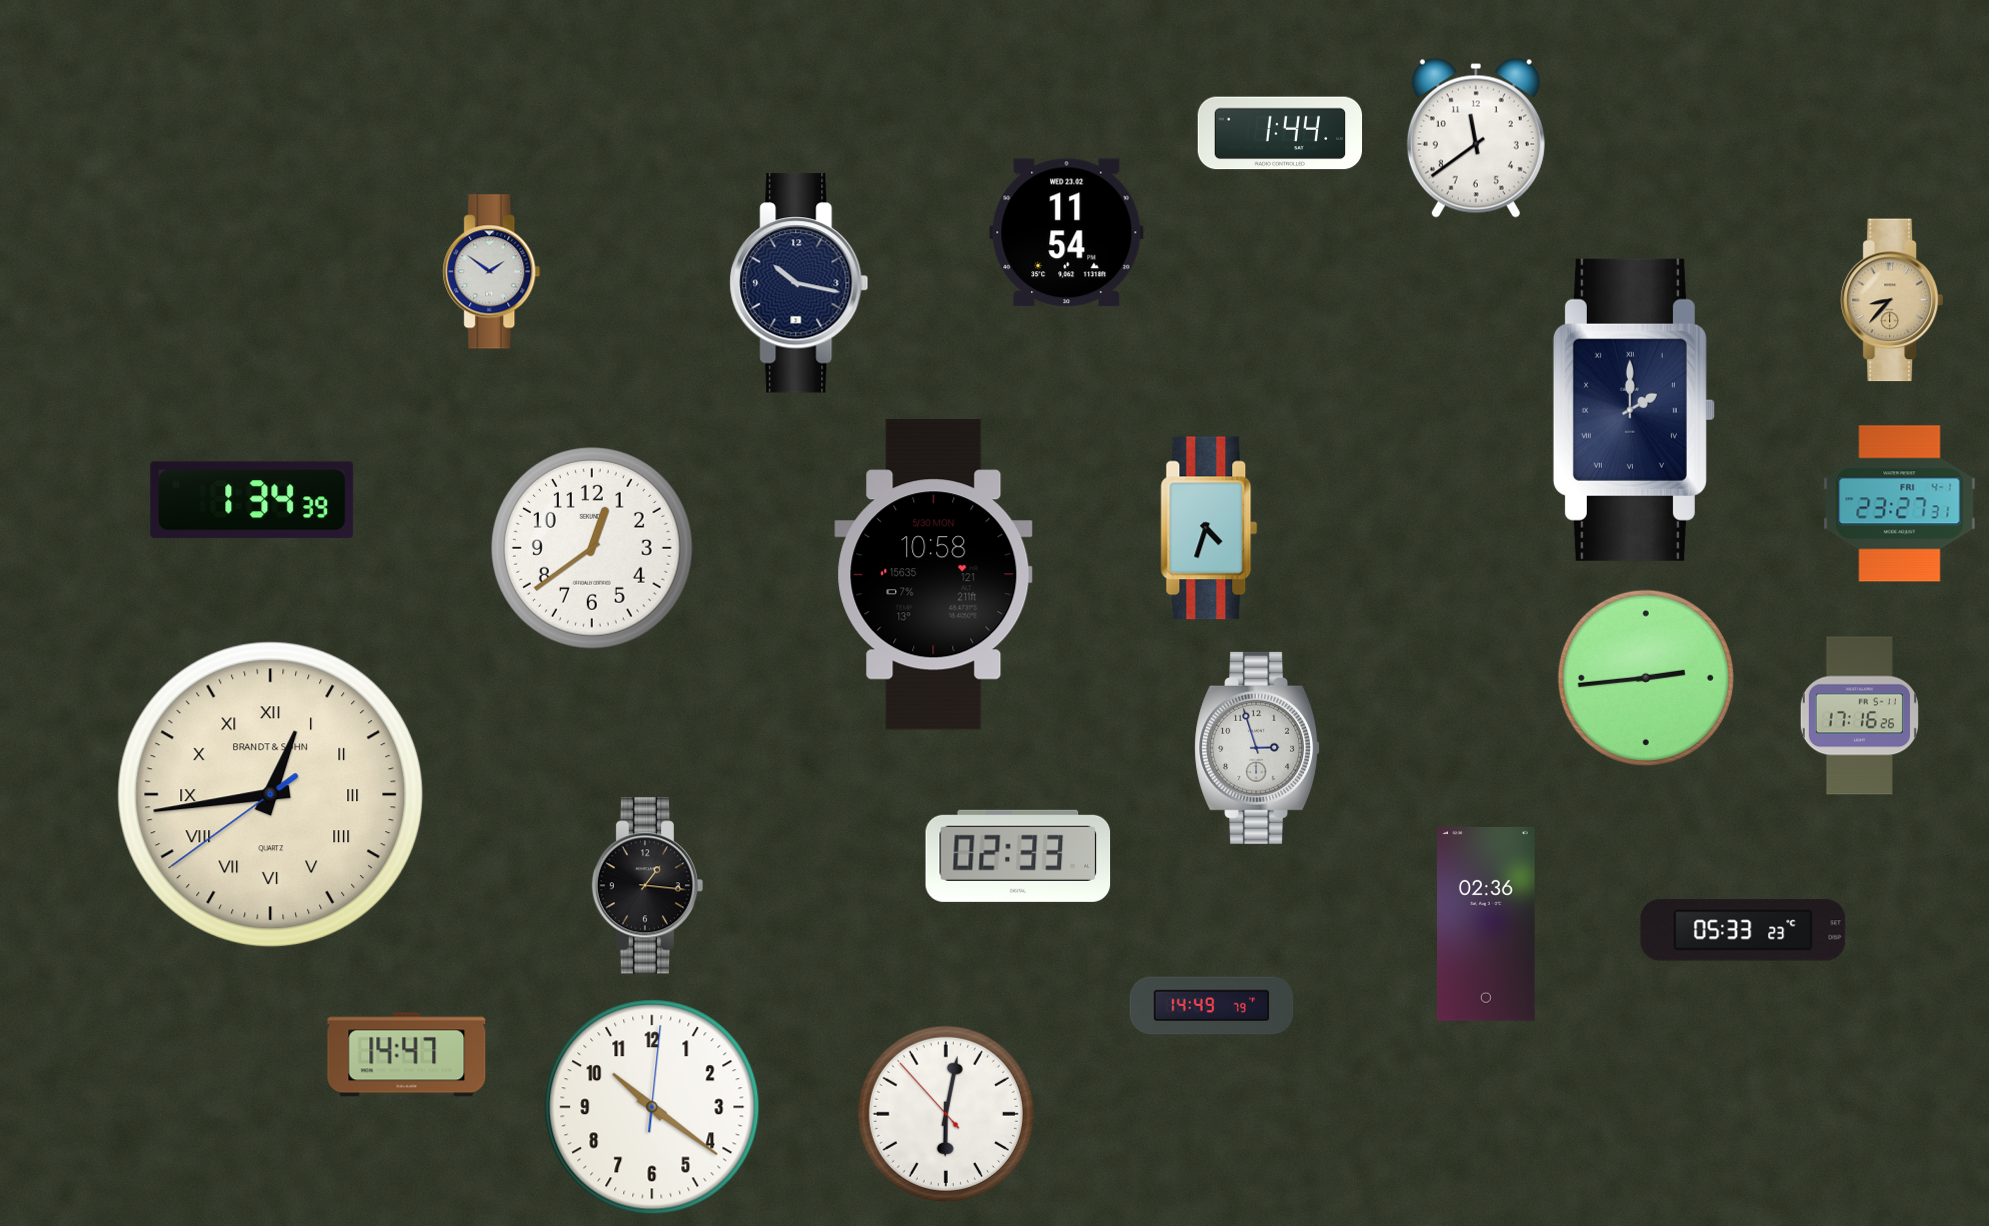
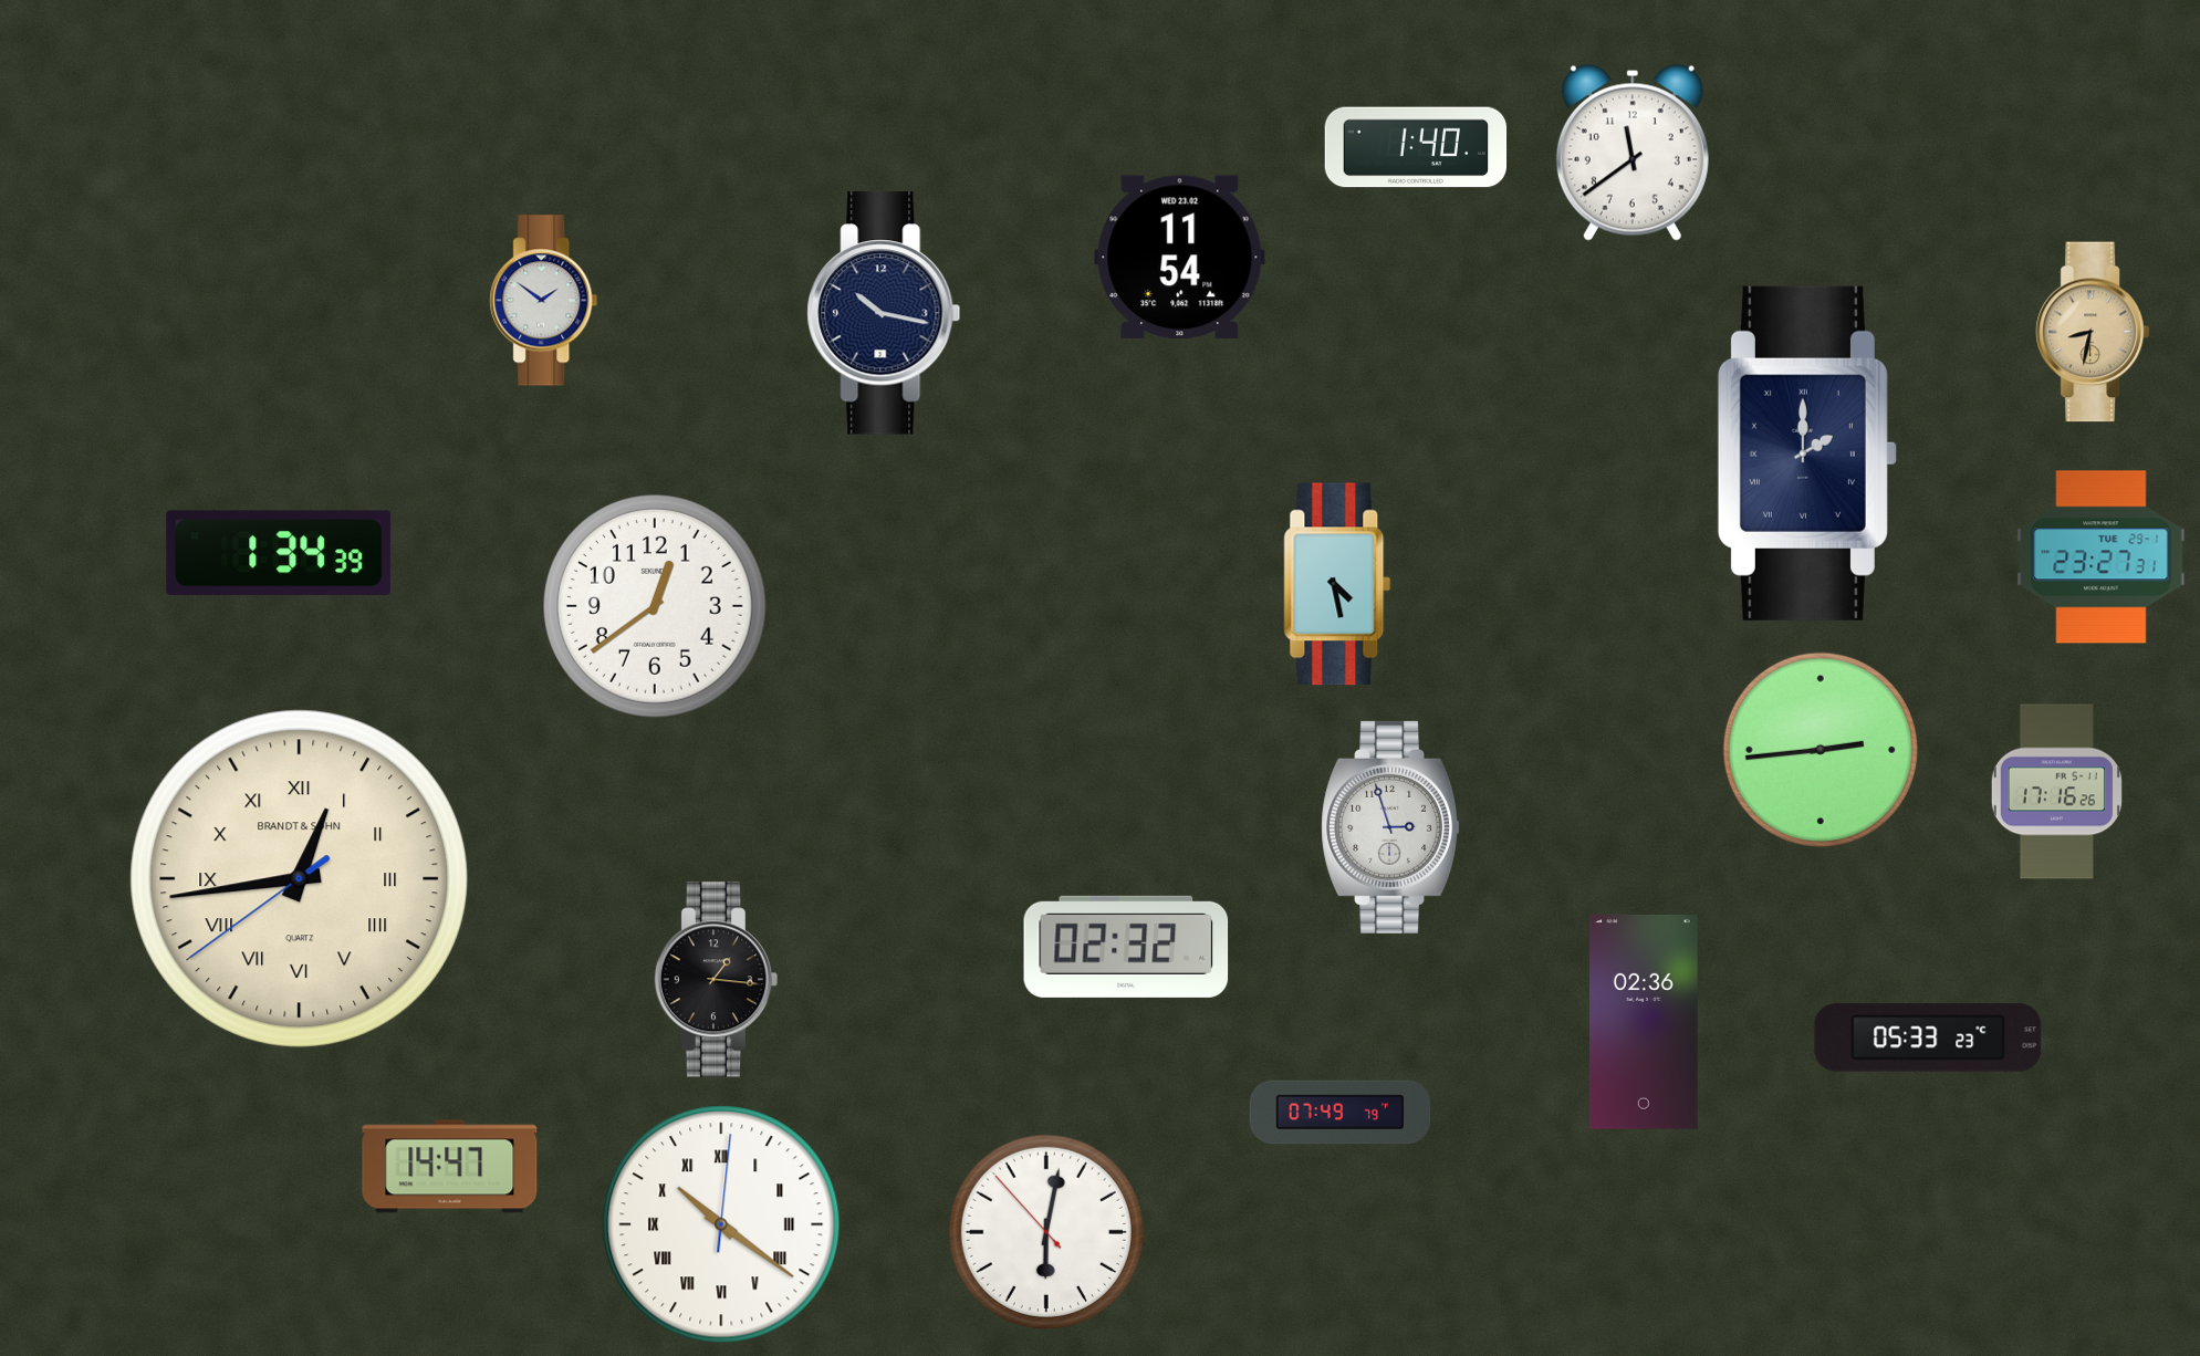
clock at (1280, 133): 1:44 -> 1:40
clock at (1892, 300): 8:37 -> 8:32
clock at (1900, 504) date: FRI 4-1 -> TUE 29-1
clock at (1209, 528): 4:33 -> 4:28
clock at (934, 575): 10:58 -> none
clock at (1018, 856): 02:33 -> 02:32
clock at (1743, 930) position: (1743, 930) -> (1928, 1037)
clock at (1212, 1006): 14:49 -> 07:49
clock at (652, 1107) numerals: Arabic -> Roman
